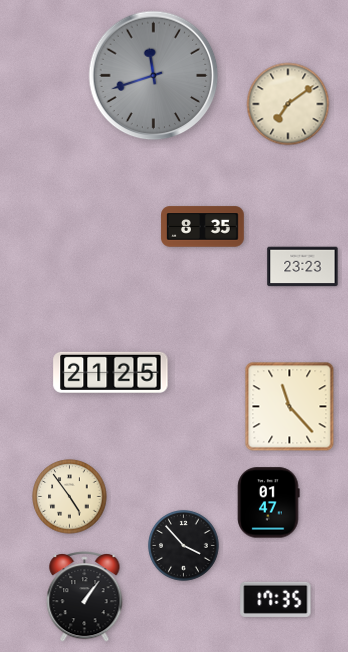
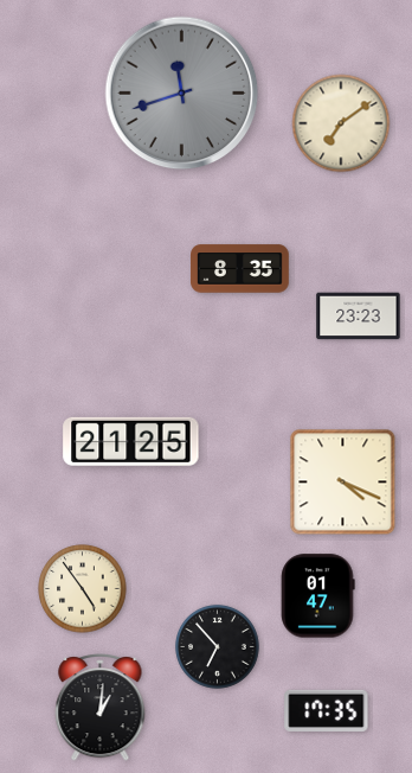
clock at (154, 76) position: (154, 76) -> (182, 94)
clock at (290, 407): 11:23 -> 4:19
clock at (184, 546): 3:53 -> 6:53
clock at (85, 597): 1:06 -> 1:01
